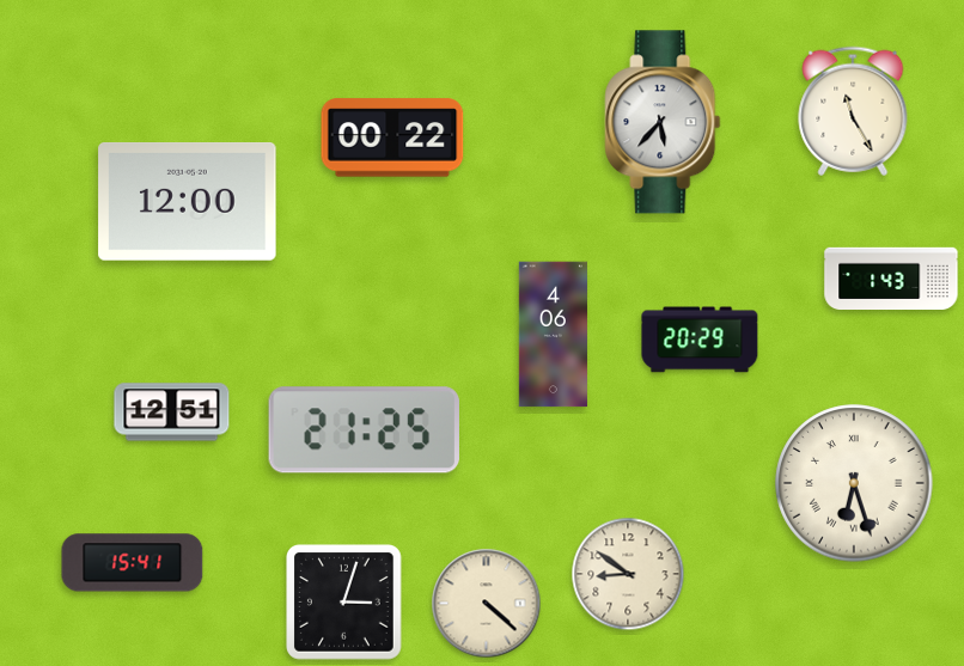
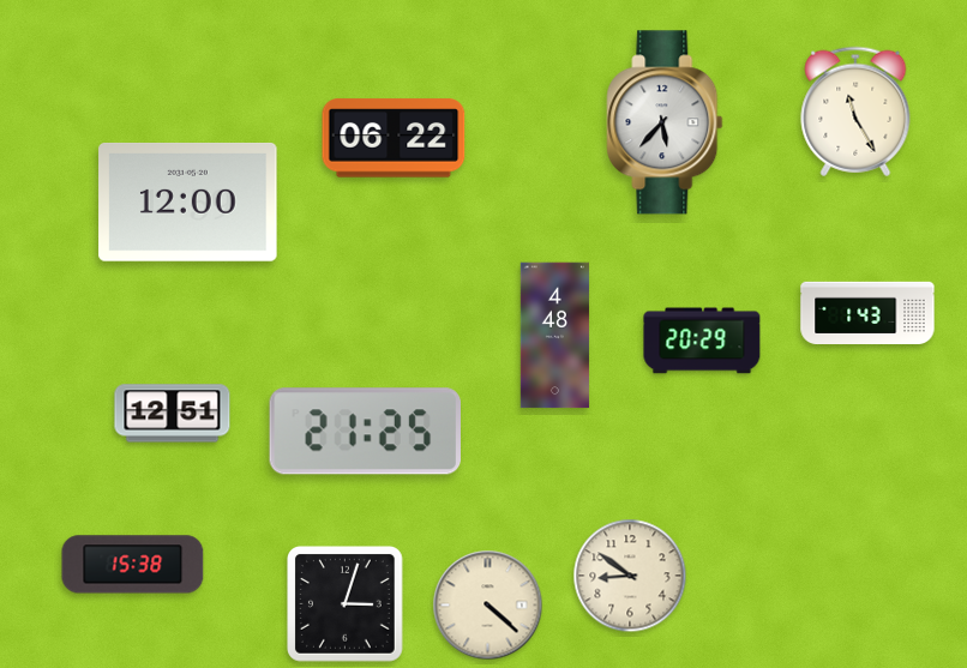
clock at (392, 138): 00:22 -> 06:22
clock at (891, 279) position: (891, 279) -> (867, 313)
clock at (553, 335): 4:06 -> 4:48
clock at (854, 483): 6:27 -> none
clock at (133, 563): 15:41 -> 15:38
